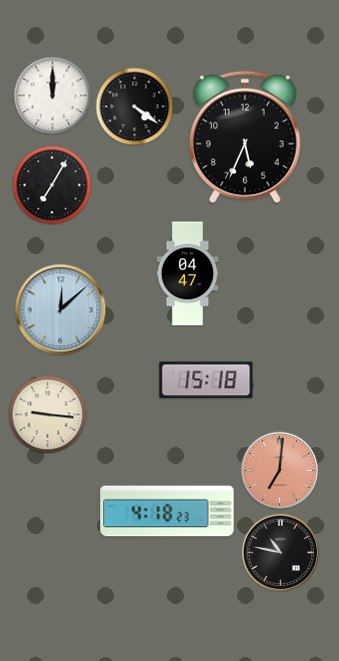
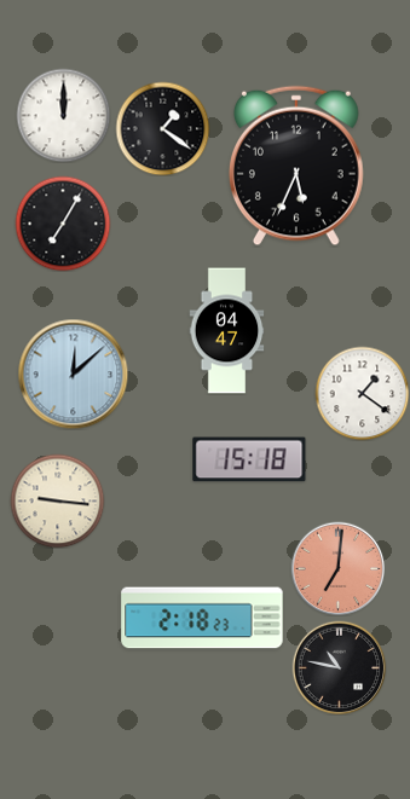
clock at (134, 106): 4:21 -> 1:21
clock at (362, 393): none -> 1:21
clock at (167, 511): 4:18 -> 2:18
